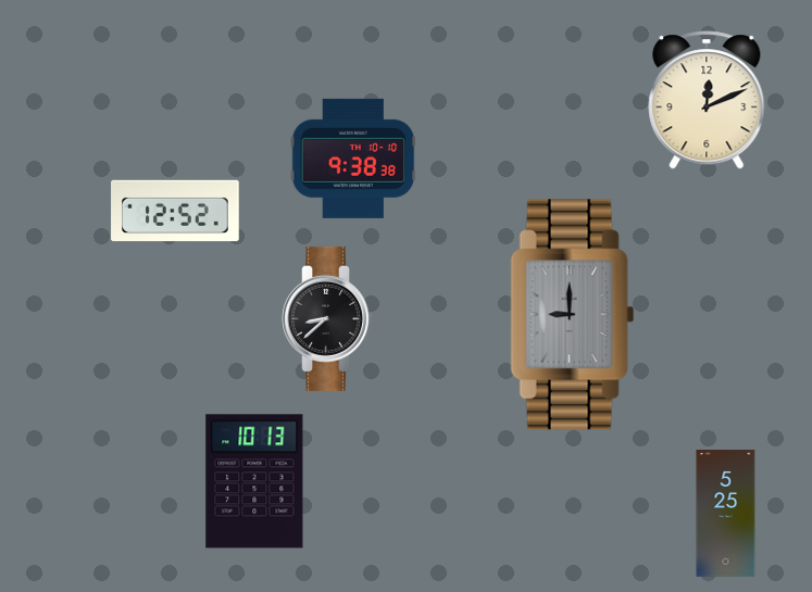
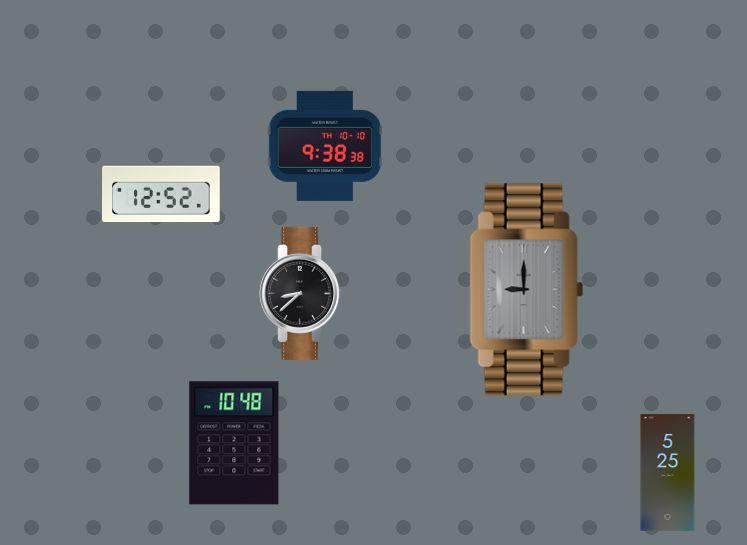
clock at (707, 100): 12:11 -> none
clock at (254, 481): 10:13 -> 10:48
